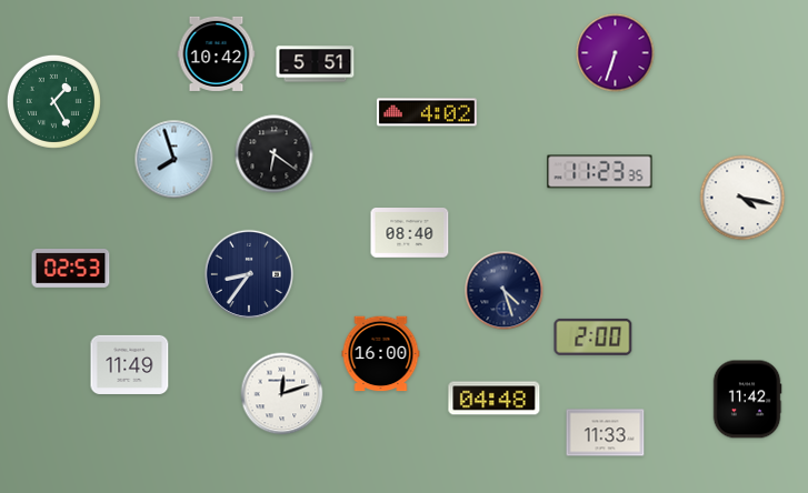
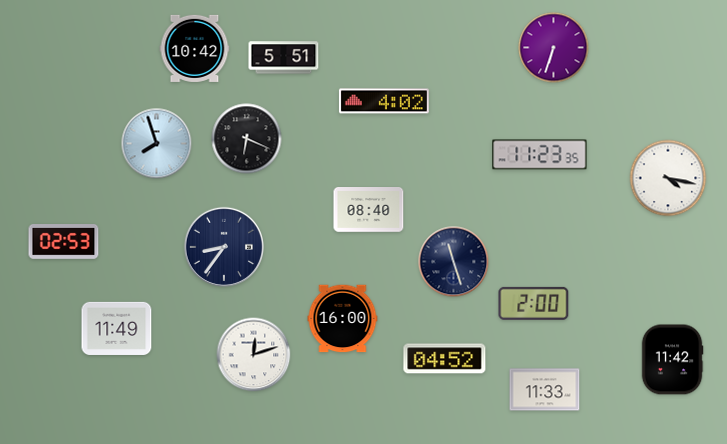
clock at (53, 101): 1:25 -> none
clock at (275, 154): 6:21 -> 6:19
clock at (505, 291): 4:27 -> 11:27
clock at (495, 399): 04:48 -> 04:52
